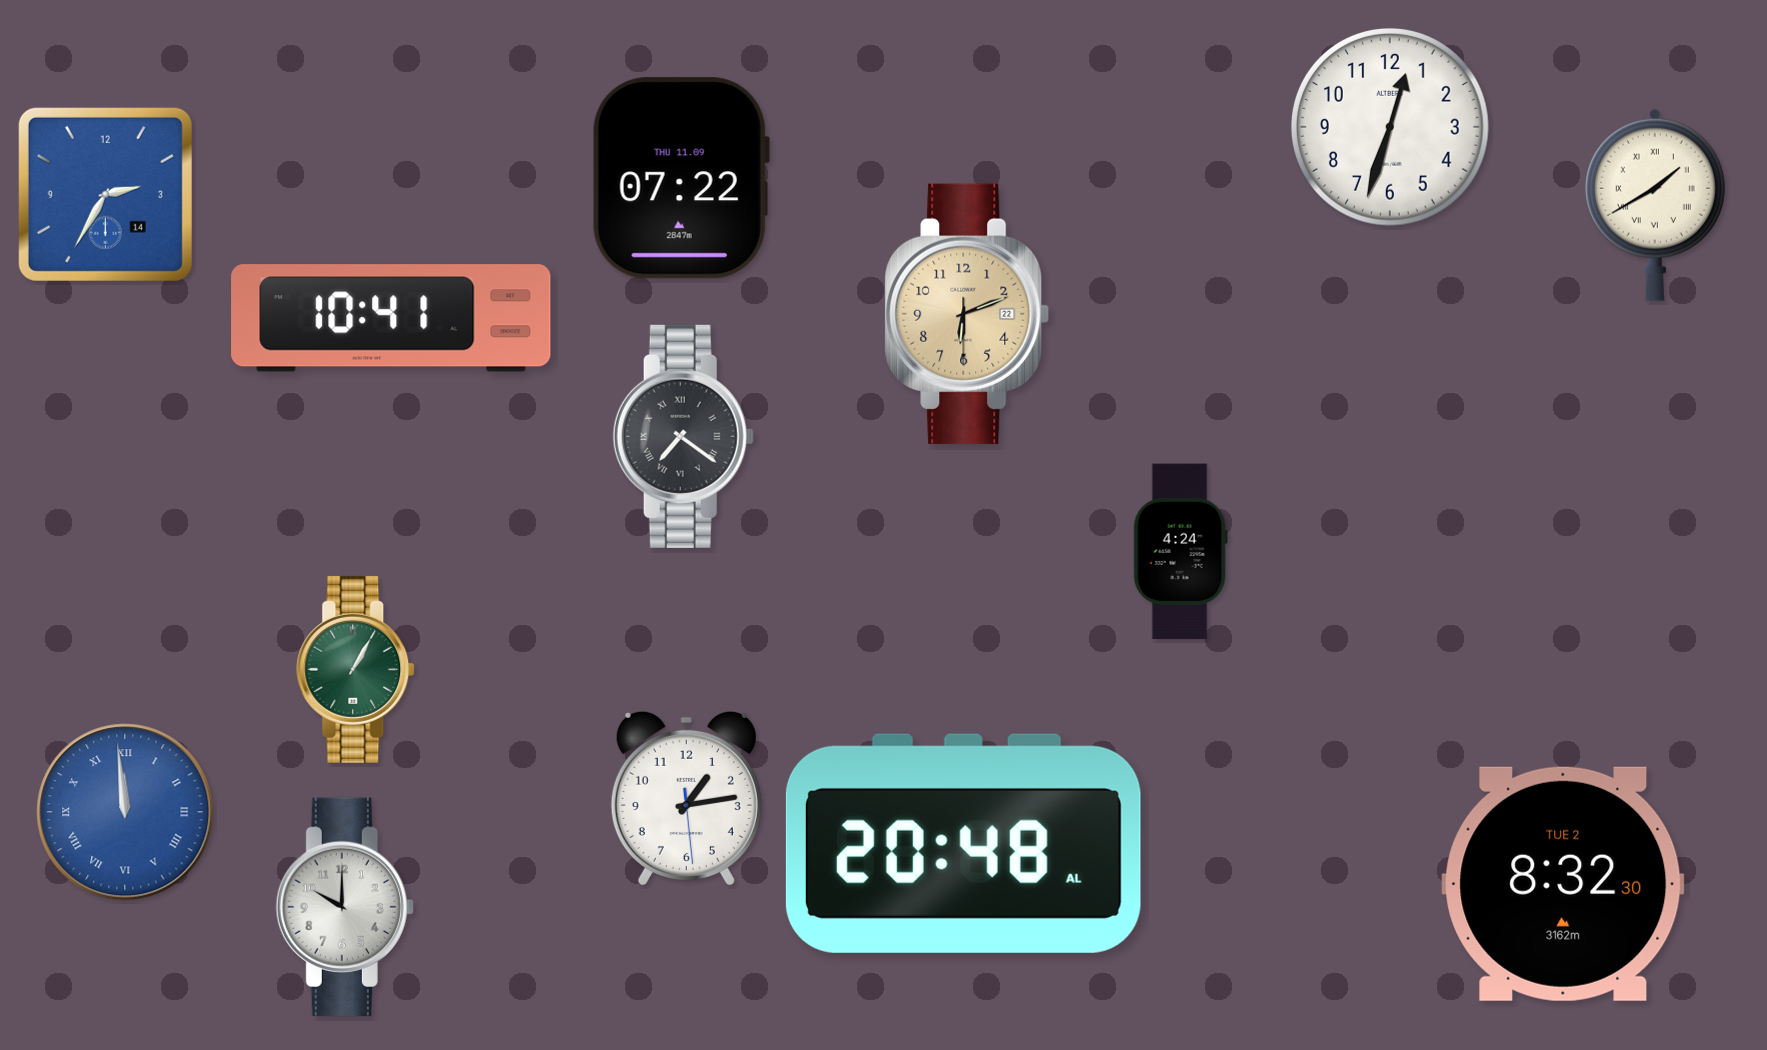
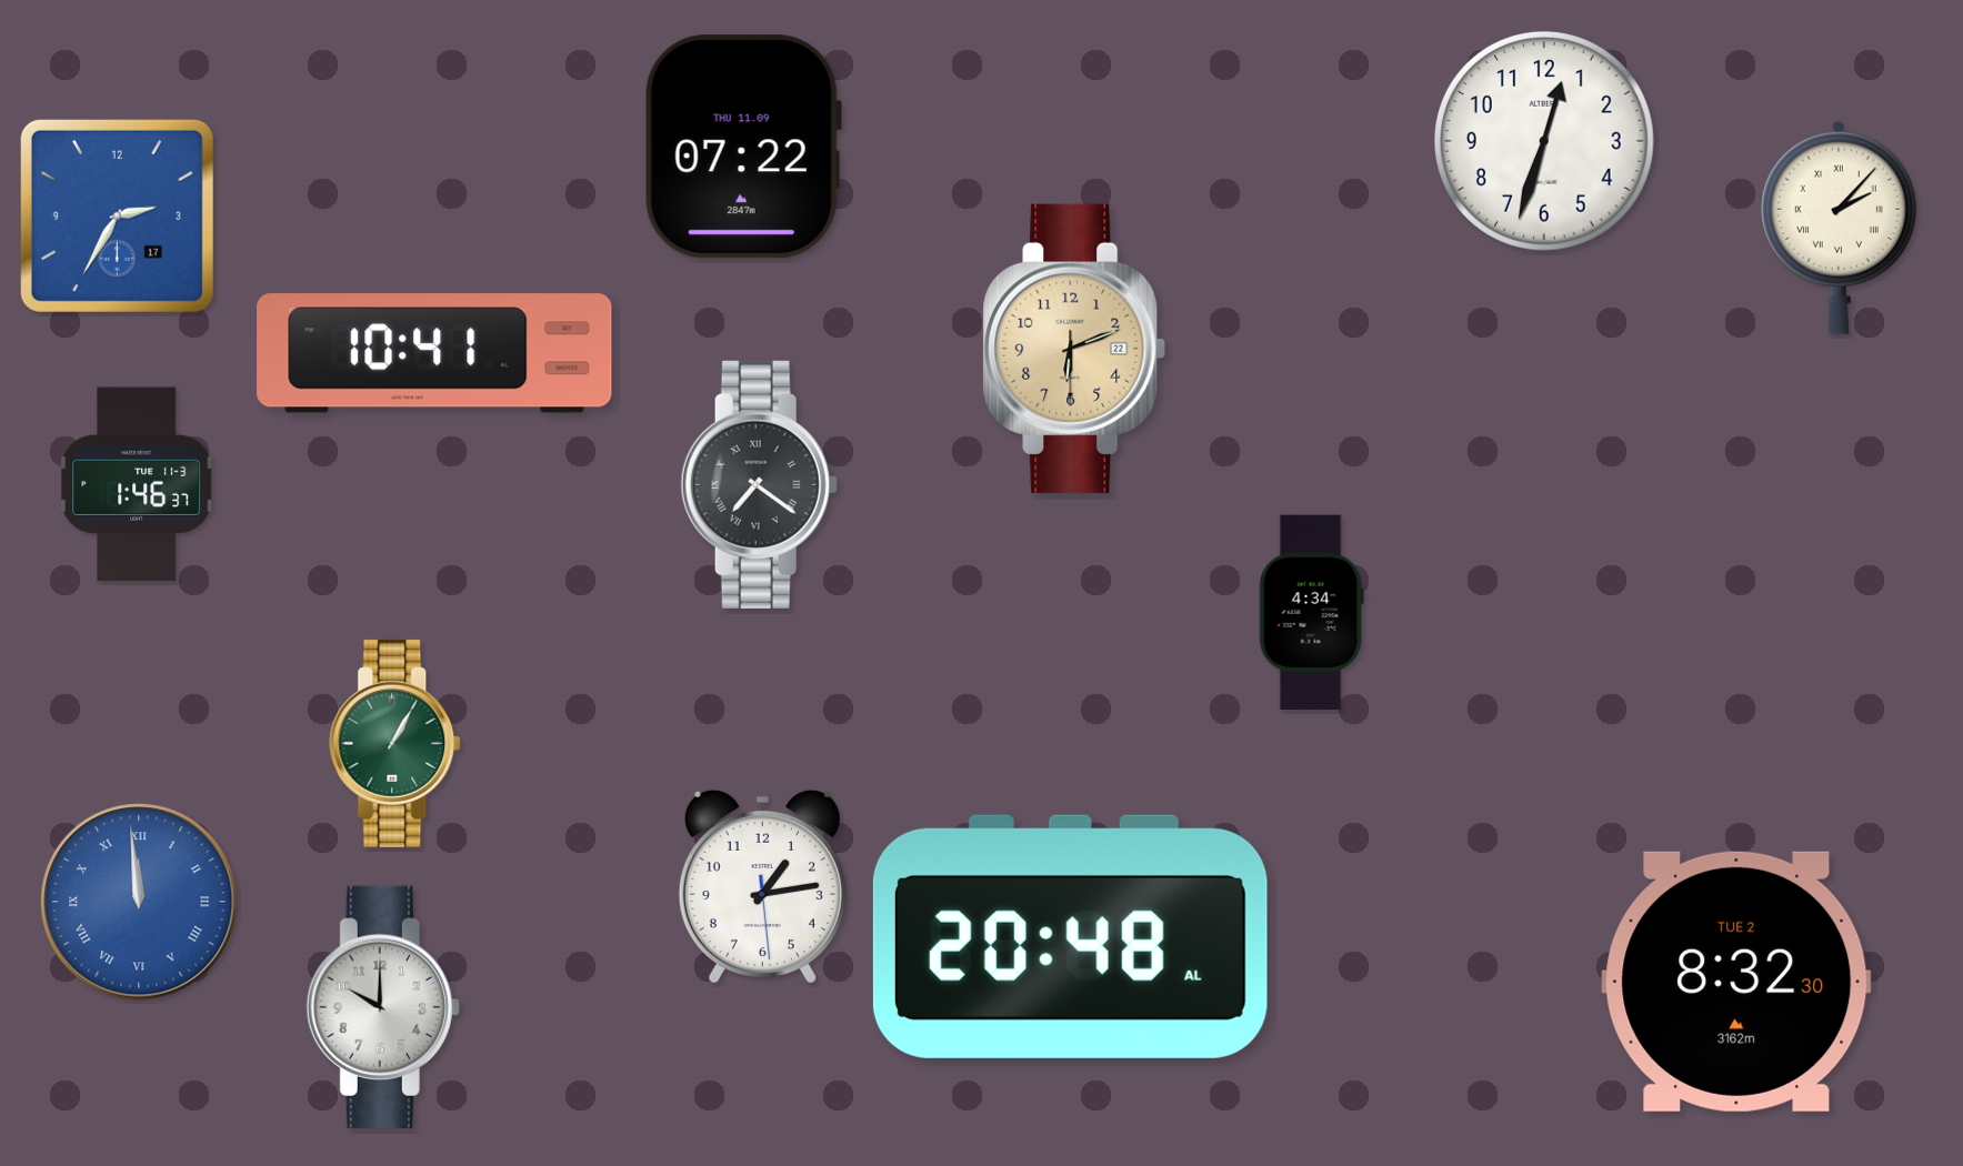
clock at (681, 178) position: (681, 178) -> (743, 147)
clock at (105, 194) date: 14 -> 17
clock at (1655, 205): 1:40 -> 2:07
clock at (138, 484): none -> 1:46
clock at (1180, 552): 4:24 -> 4:34
